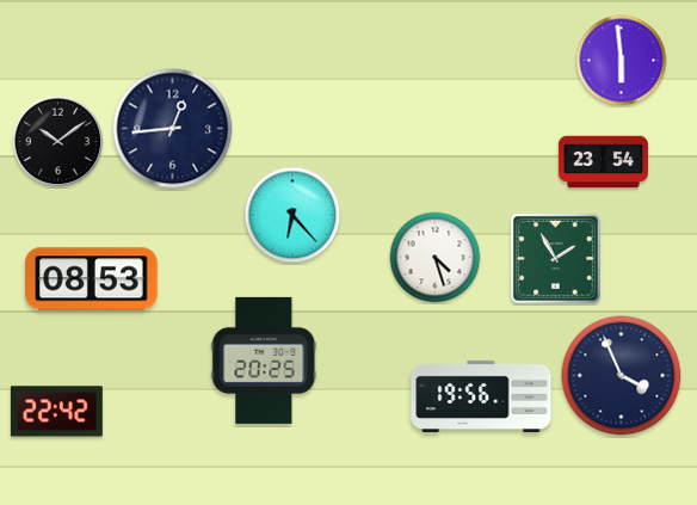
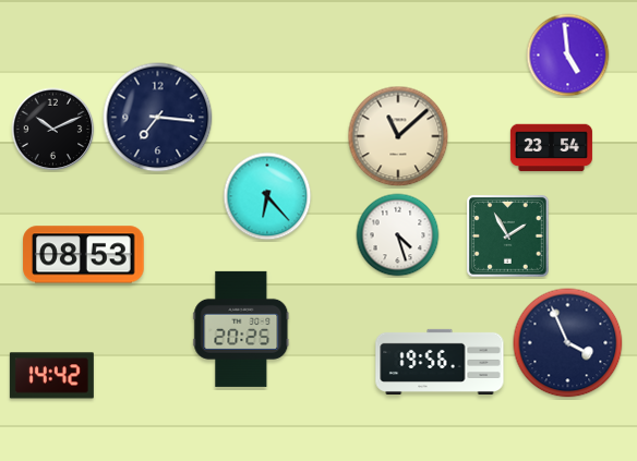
clock at (622, 61): 5:59 -> 4:59
clock at (173, 129): 12:44 -> 7:16
clock at (58, 142): 10:09 -> 10:11
clock at (398, 136): none -> 11:08
clock at (56, 412): 22:42 -> 14:42
